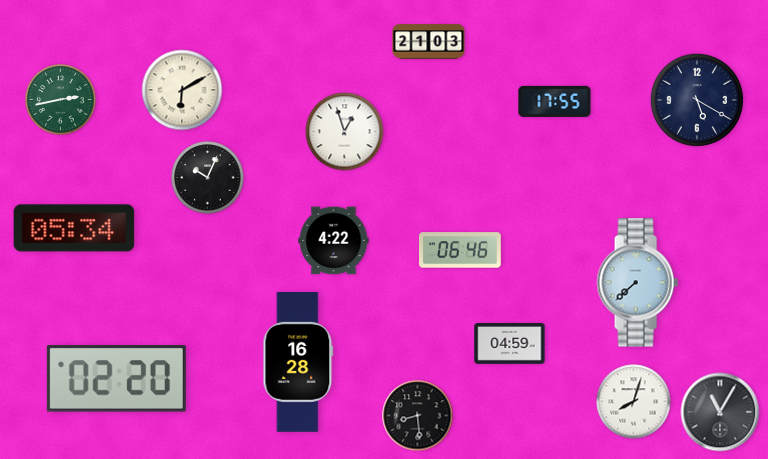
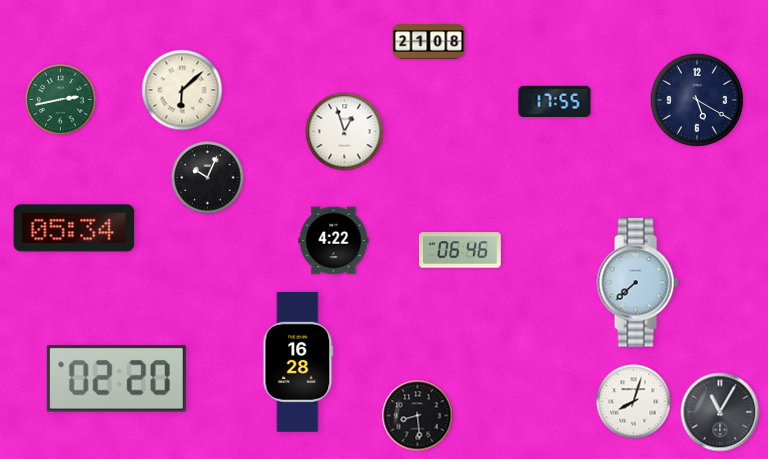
clock at (429, 42): 21:03 -> 21:08
clock at (182, 90): 6:10 -> 6:08
clock at (510, 344): 04:59 -> none
